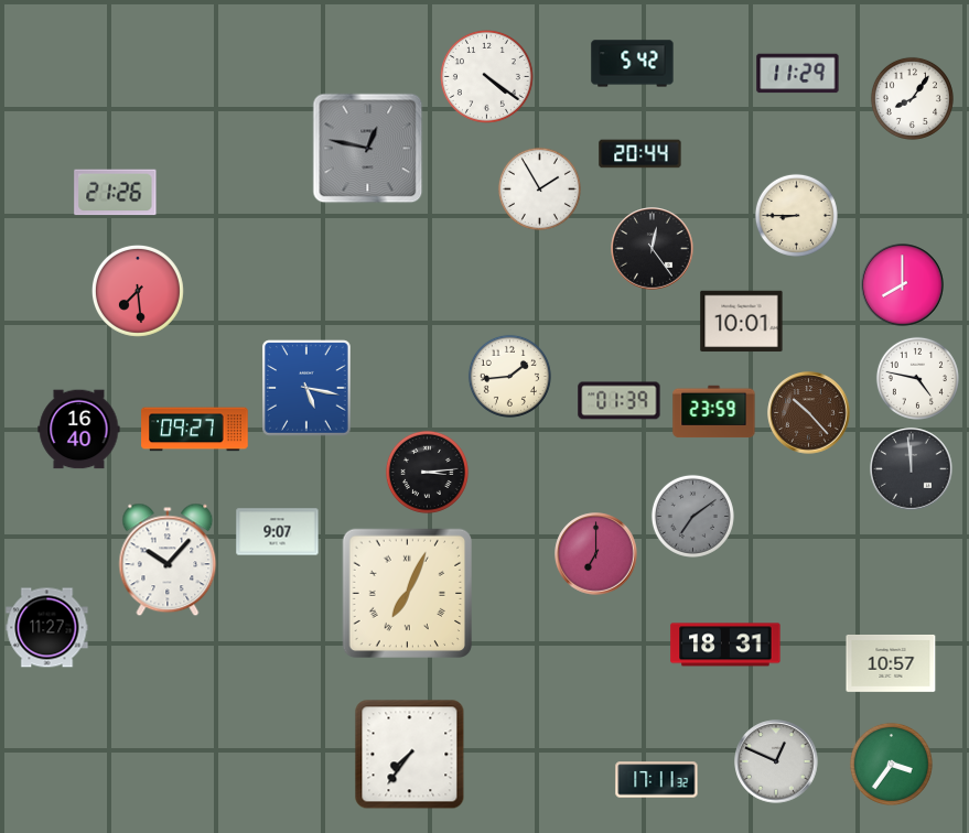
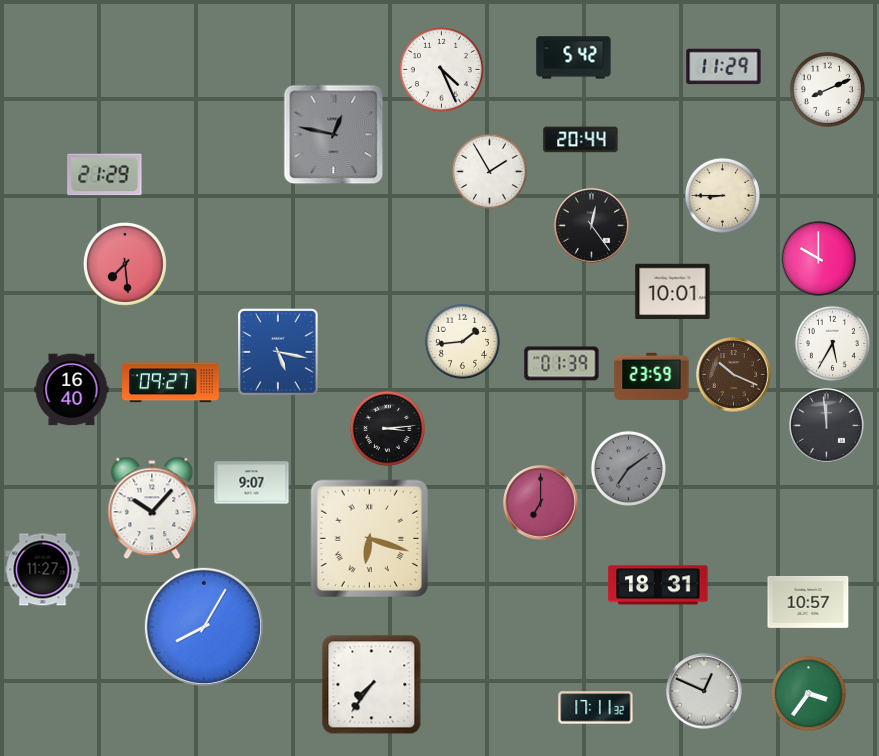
clock at (486, 76): 4:21 -> 4:26
clock at (912, 98): 8:06 -> 8:11
clock at (116, 193): 21:26 -> 21:29
clock at (903, 285): 8:00 -> 10:00
clock at (917, 378): 4:47 -> 5:35
clock at (714, 412) position: (714, 412) -> (652, 377)
clock at (809, 413): 10:23 -> 10:19
clock at (195, 430) position: (195, 430) -> (171, 383)
clock at (407, 593): 7:04 -> 6:18
clock at (204, 627): none -> 8:05
